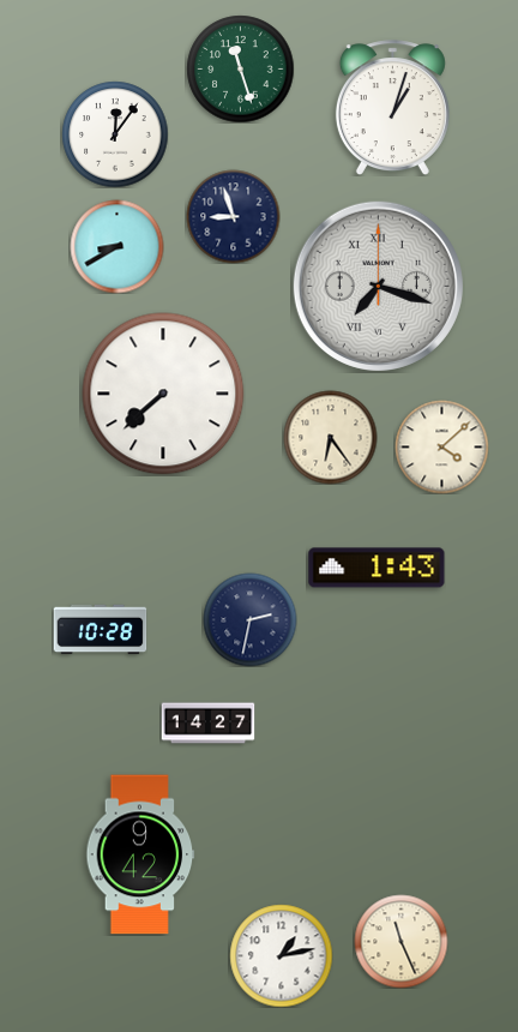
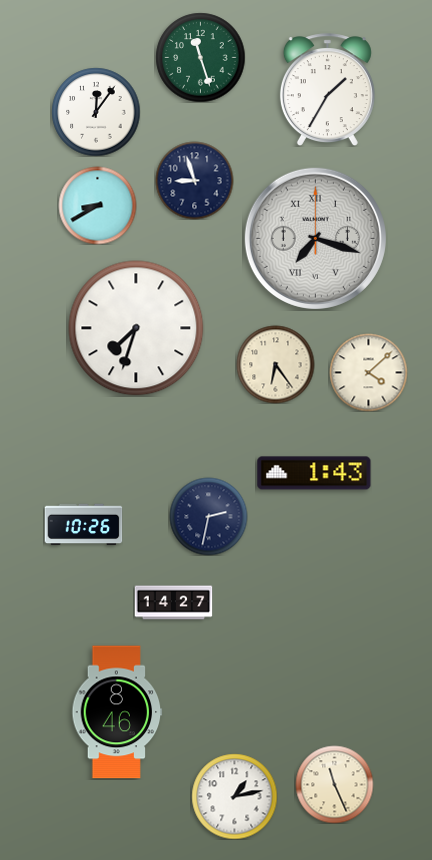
clock at (392, 108): 1:03 -> 1:35
clock at (163, 394): 7:38 -> 7:33
clock at (100, 630): 10:28 -> 10:26
clock at (140, 854): 9:42 -> 8:46
